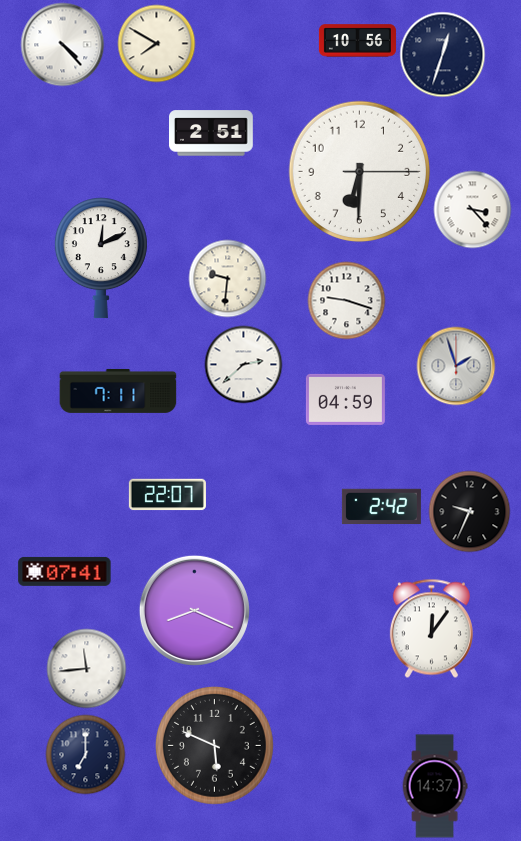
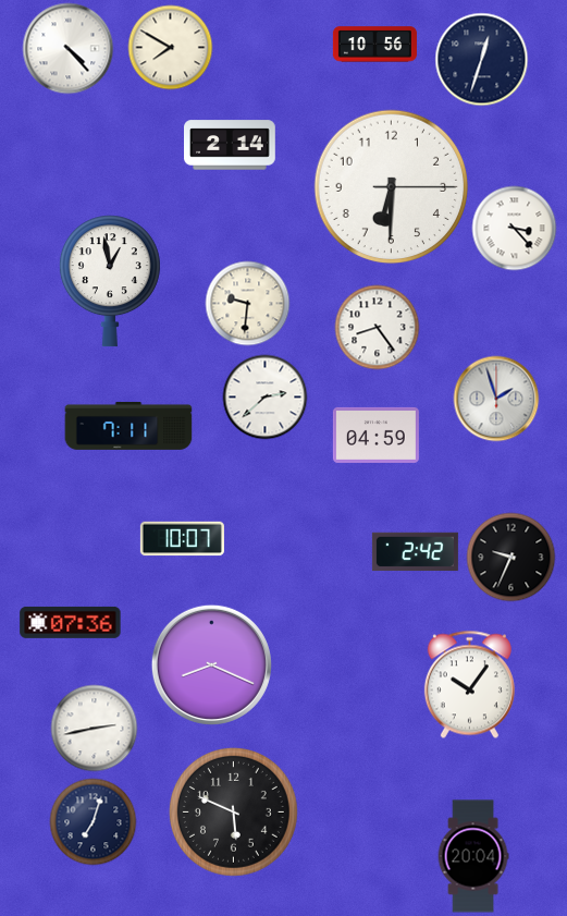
clock at (357, 41) position: (357, 41) -> (374, 45)
clock at (212, 133): 2:51 -> 2:14
clock at (101, 258): 12:11 -> 12:58
clock at (346, 300): 9:18 -> 8:24
clock at (167, 495): 22:07 -> 10:07
clock at (65, 571): 07:41 -> 07:36
clock at (431, 628): 12:06 -> 10:06
clock at (86, 668): 11:44 -> 2:43
clock at (85, 754): 7:00 -> 7:03
clock at (435, 786): 14:37 -> 20:04
